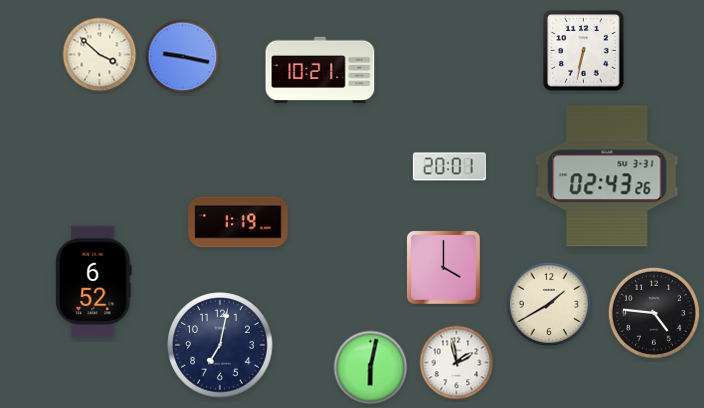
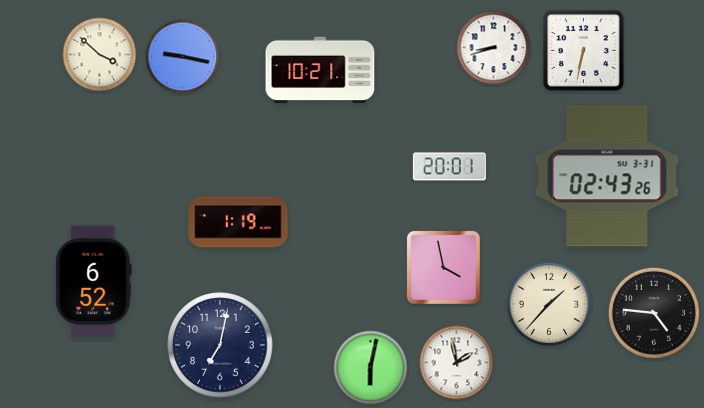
clock at (494, 48): none -> 8:42
clock at (443, 267): 4:00 -> 3:58
clock at (549, 304): 1:40 -> 1:37
